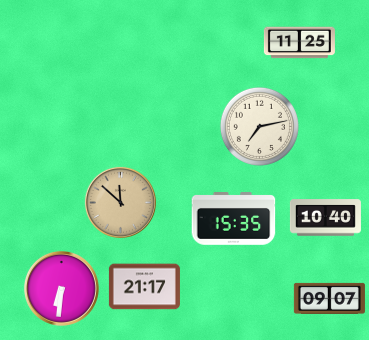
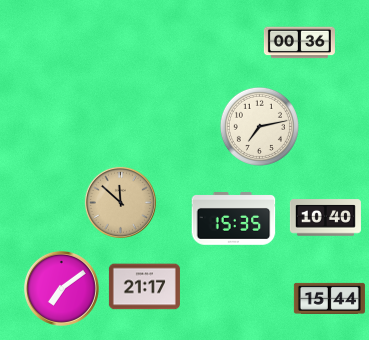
clock at (299, 43): 11:25 -> 00:36
clock at (61, 288): 6:31 -> 7:09
clock at (329, 298): 09:07 -> 15:44
